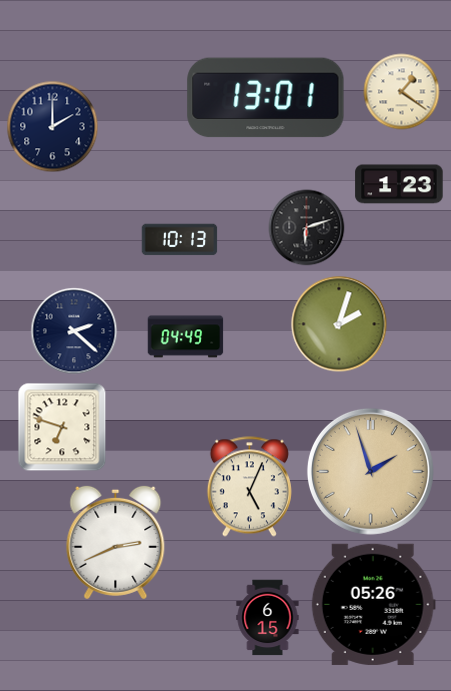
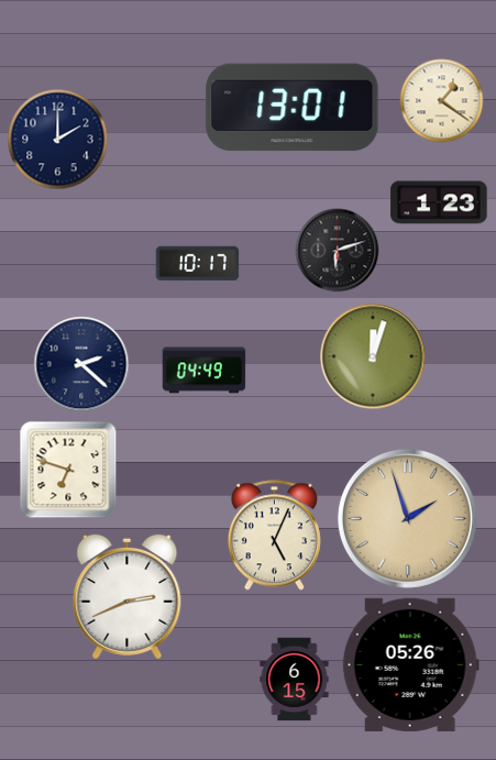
clock at (180, 240): 10:13 -> 10:17
clock at (339, 324): 2:03 -> 12:03
